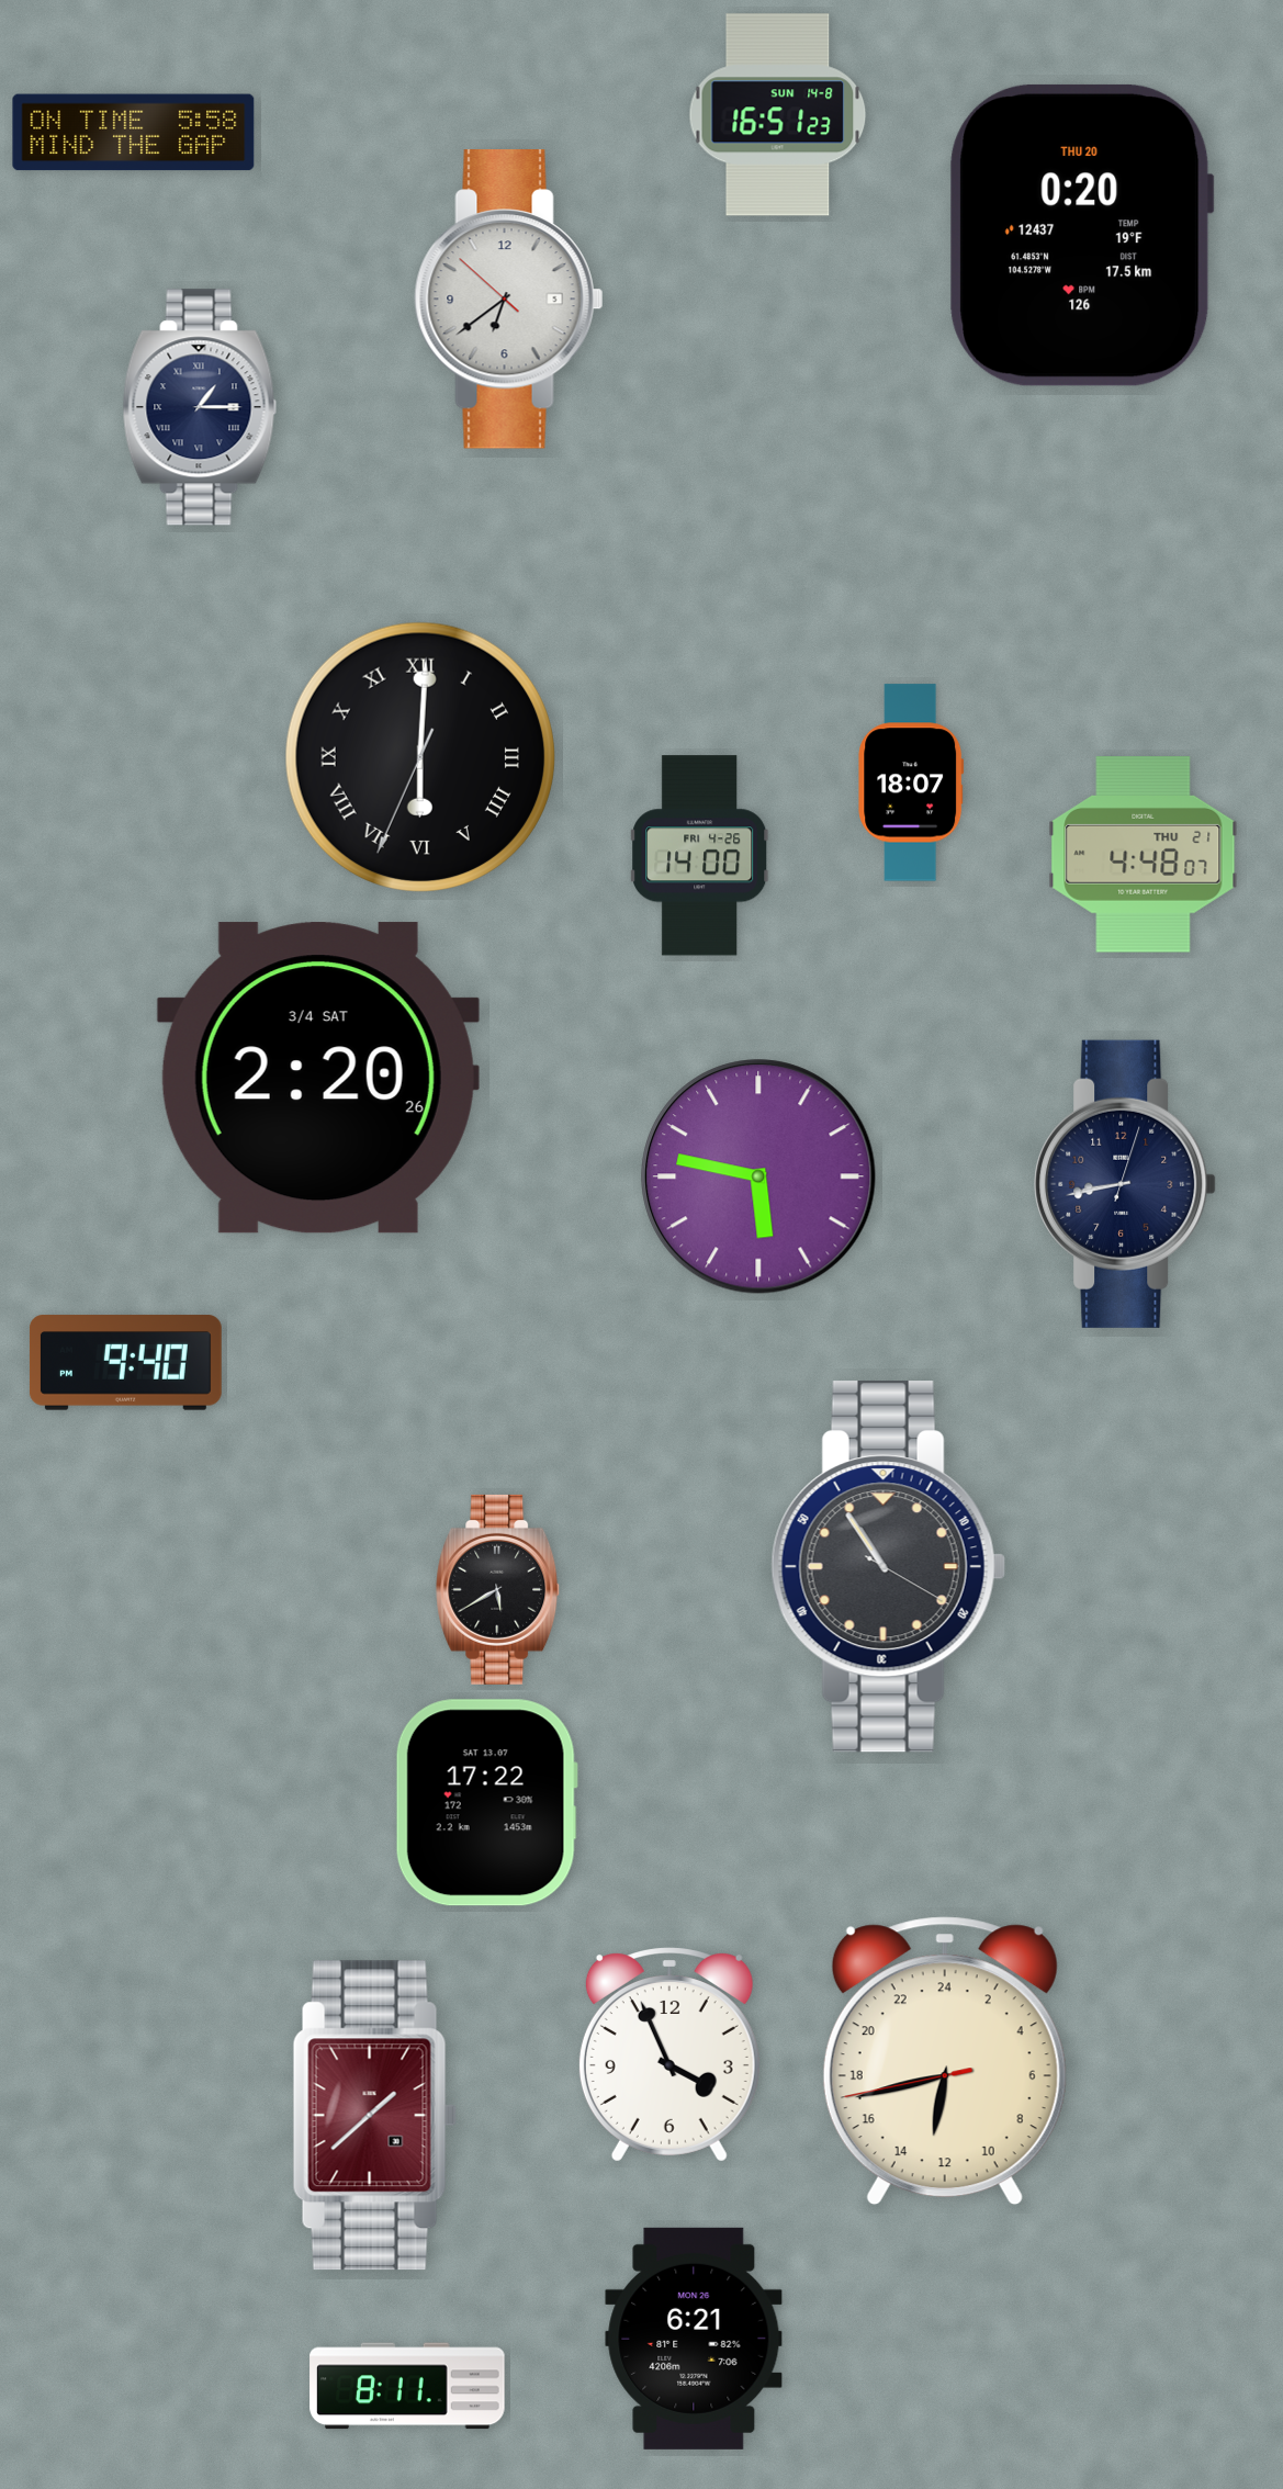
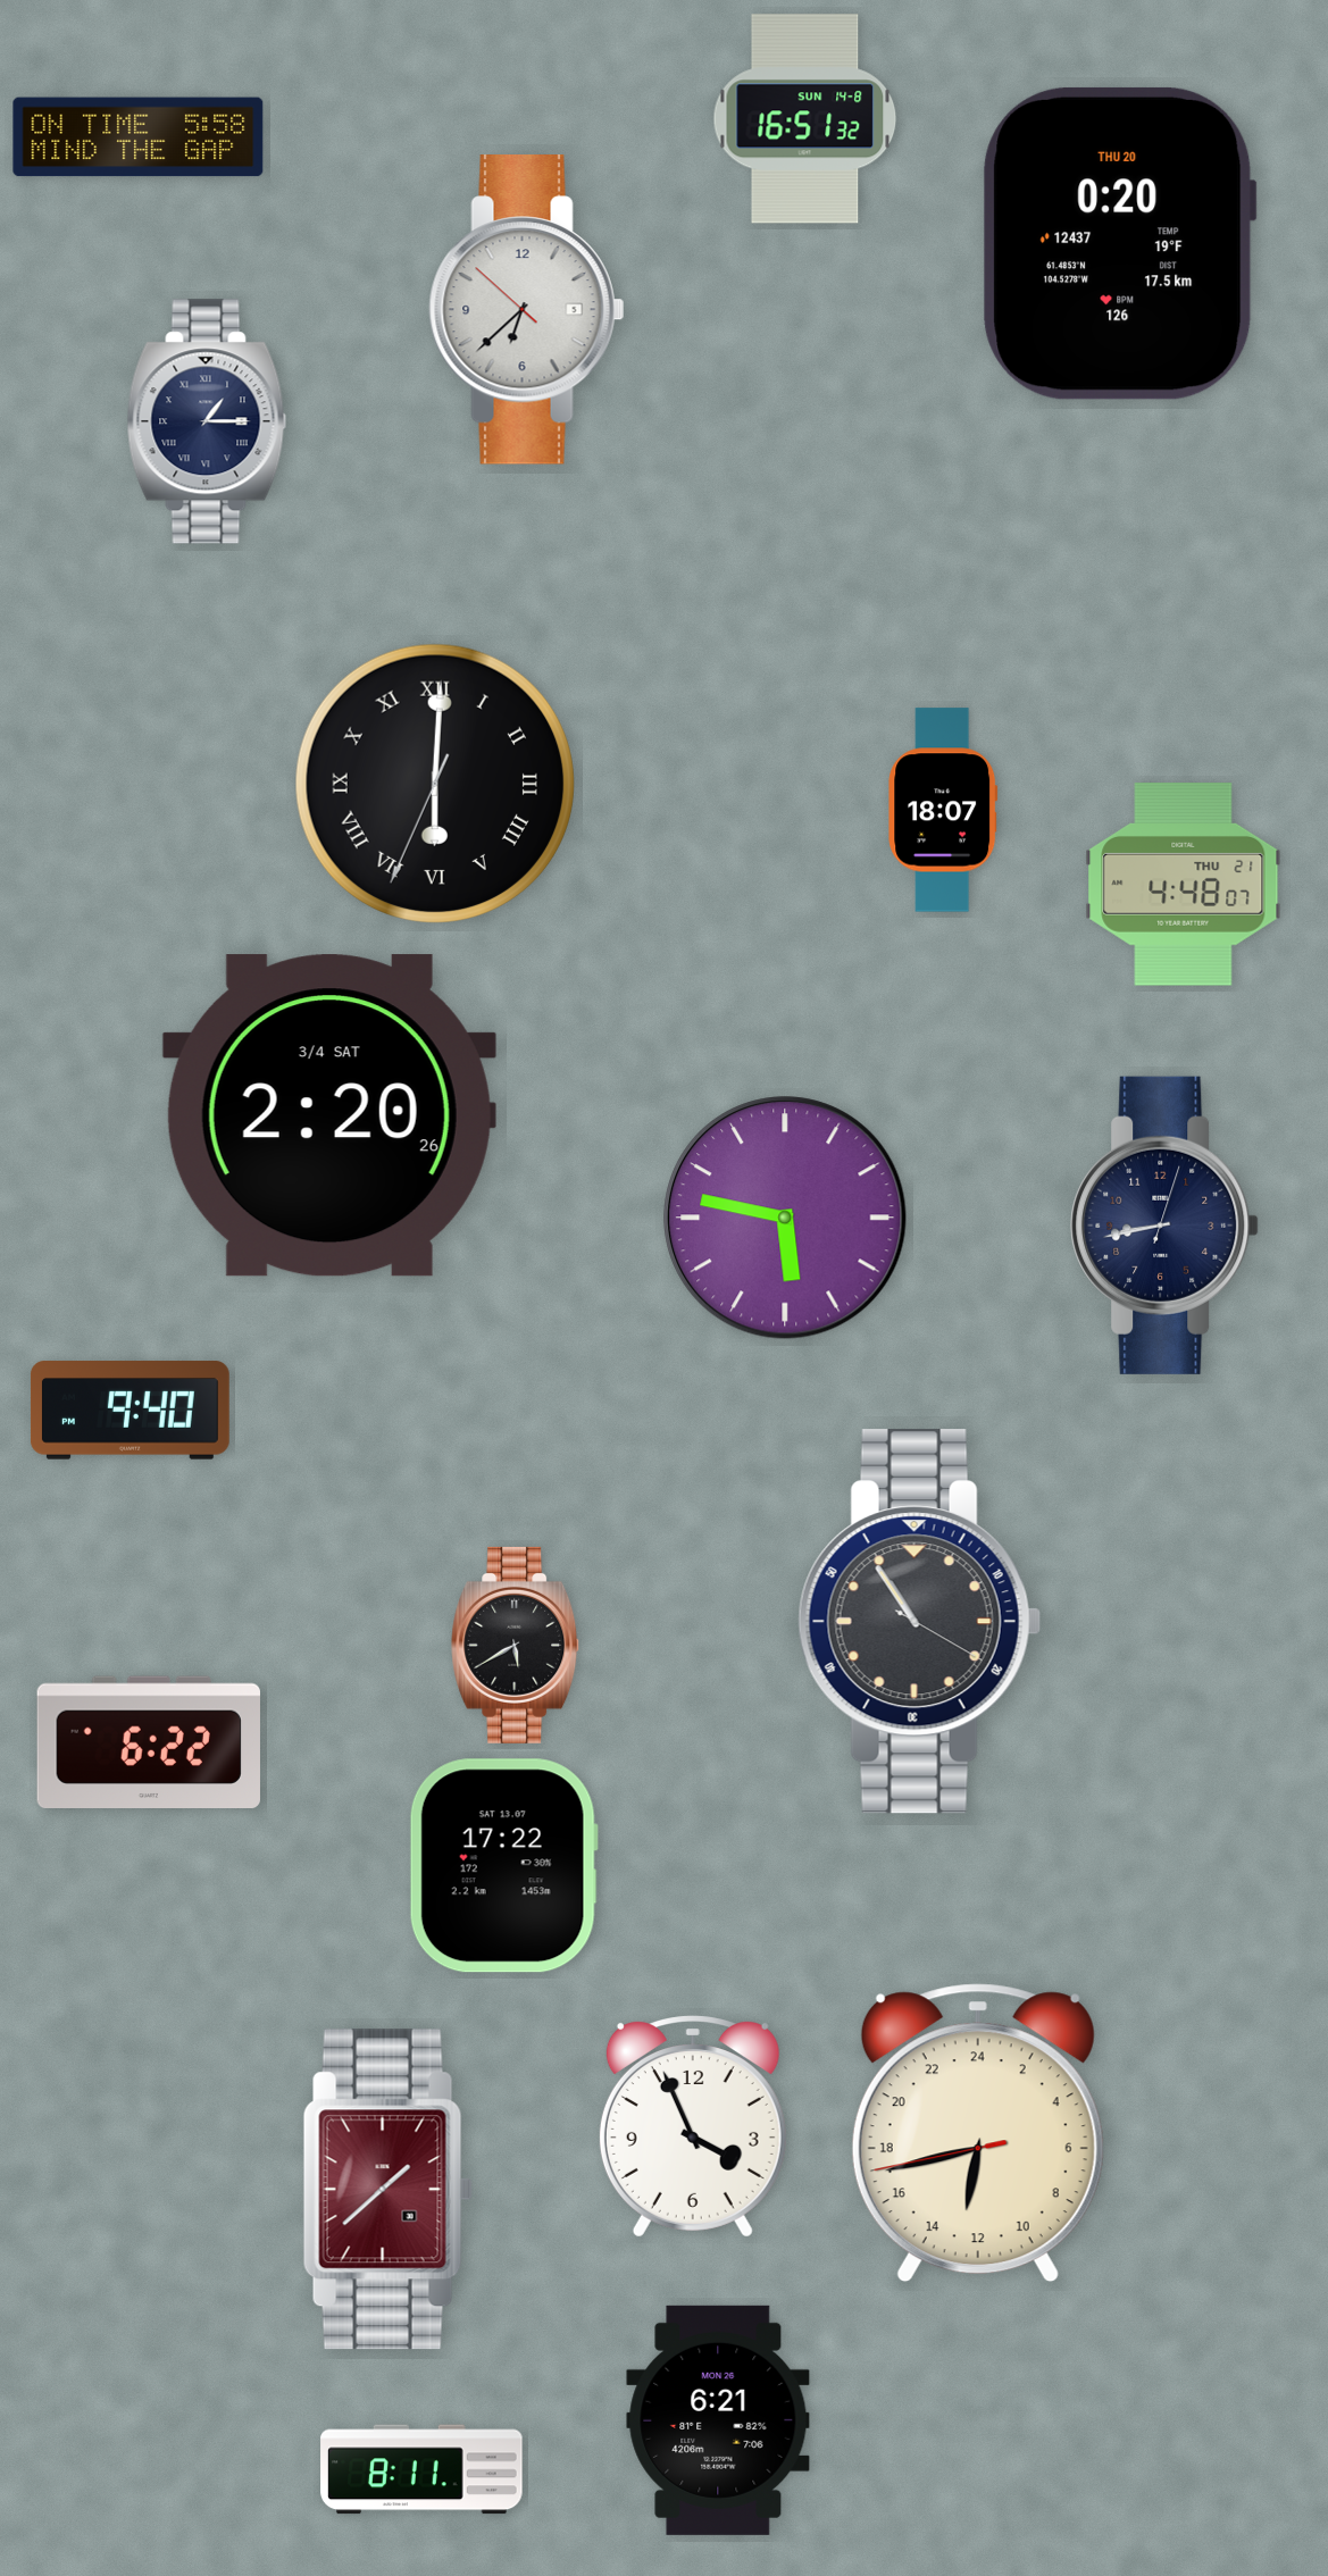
clock at (778, 115): 16:51:23 -> 16:51:32
clock at (509, 300): 6:38 -> 6:37
clock at (700, 856): 14:00 -> none
clock at (149, 1741): none -> 6:22
